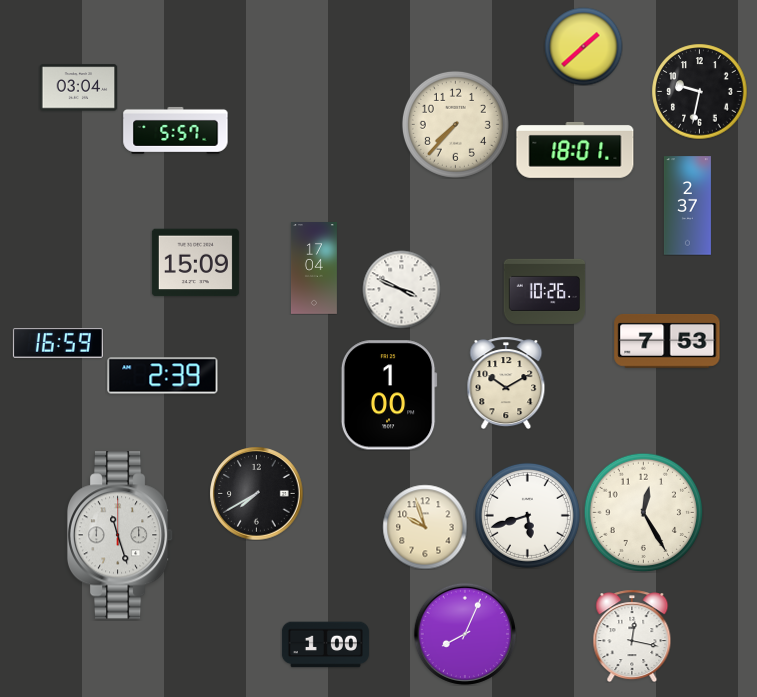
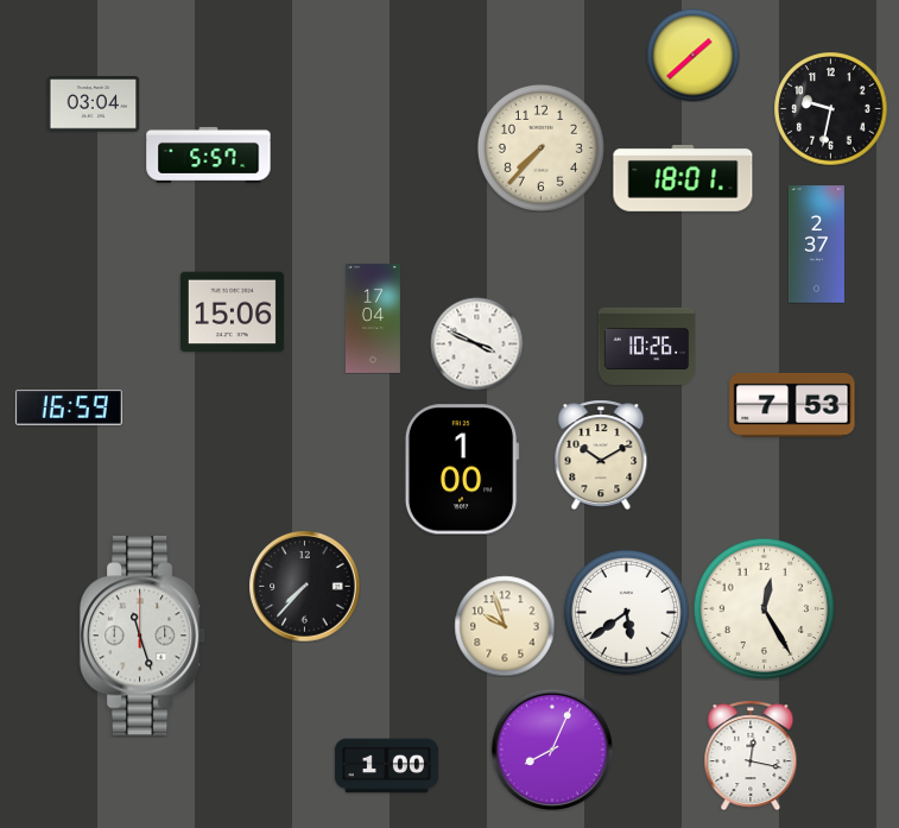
clock at (195, 263): 15:09 -> 15:06
clock at (163, 376): 2:39 -> none
clock at (256, 493): 7:40 -> 7:37
clock at (527, 515): 5:42 -> 5:39
clock at (465, 634) position: (465, 634) -> (552, 750)
